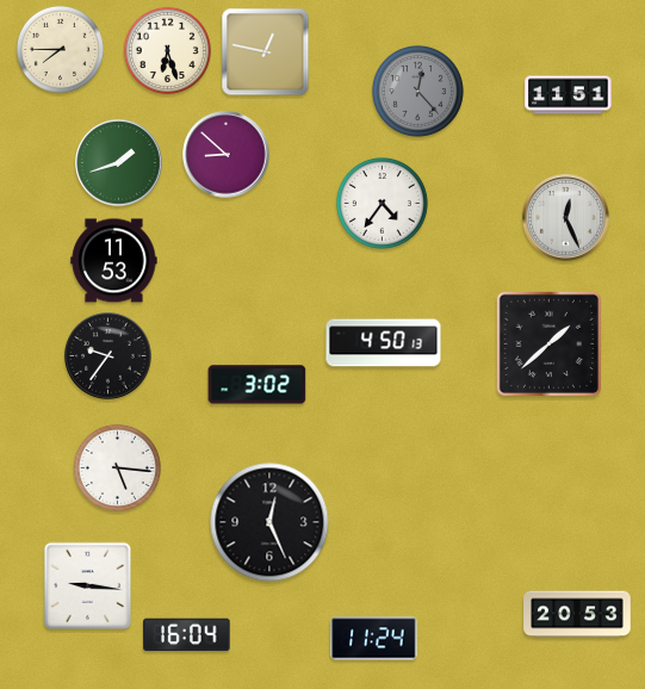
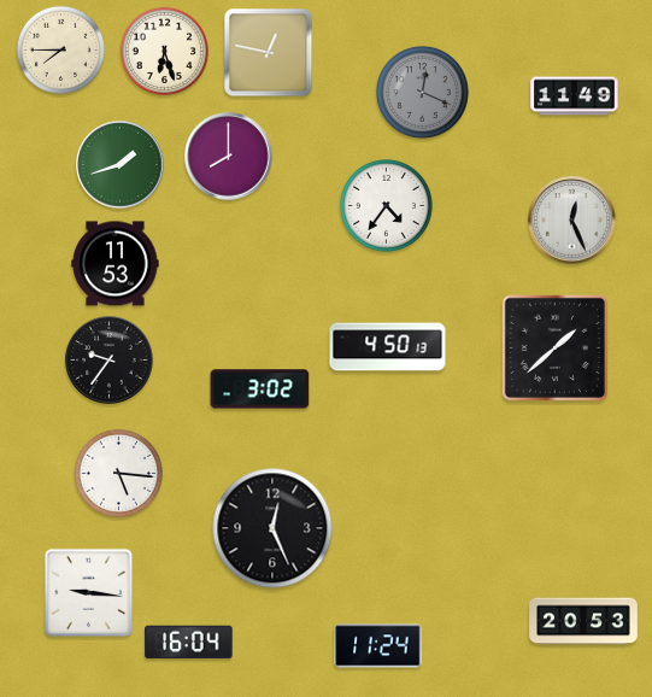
clock at (167, 50) position: (167, 50) -> (164, 51)
clock at (417, 91): 12:23 -> 12:19
clock at (569, 95): 11:51 -> 11:49
clock at (227, 155): 8:52 -> 8:00
